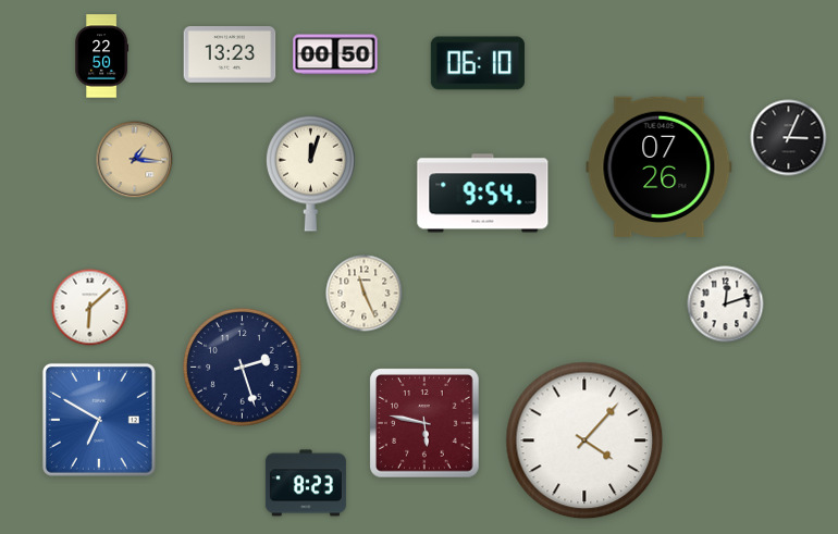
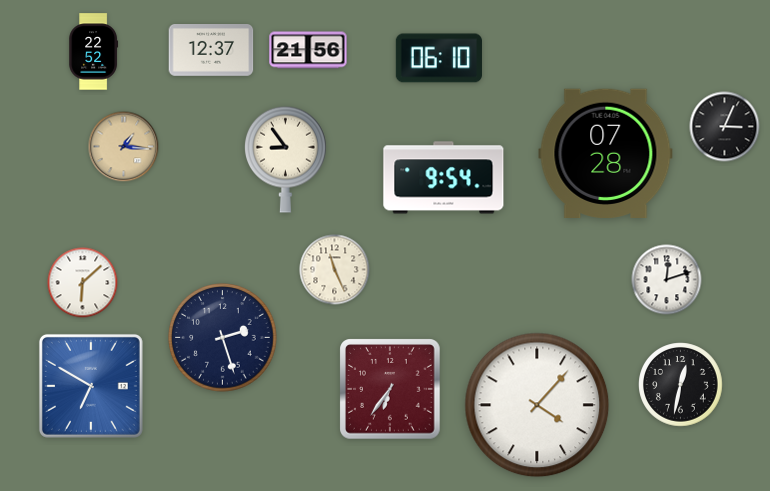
clock at (335, 54): 00:50 -> 21:56
clock at (230, 55): 13:23 -> 12:37
clock at (102, 57): 22:50 -> 22:52
clock at (660, 166): 07:26 -> 07:28
clock at (310, 173): 12:03 -> 8:54
clock at (681, 385): none -> 12:32
clock at (424, 423): 5:47 -> 6:36
clock at (306, 483): 8:23 -> none
